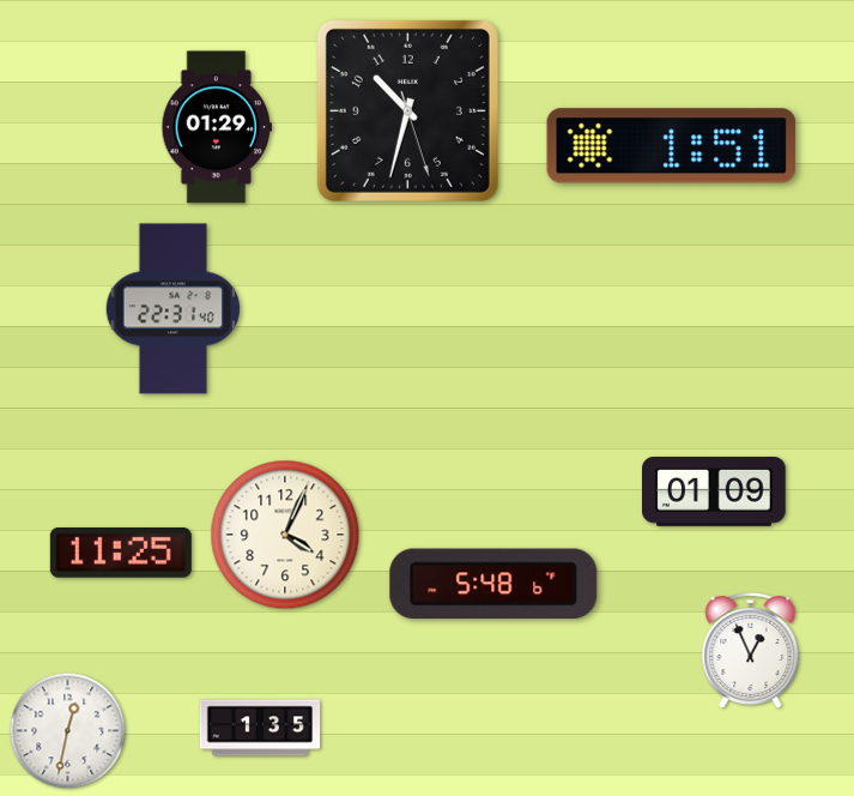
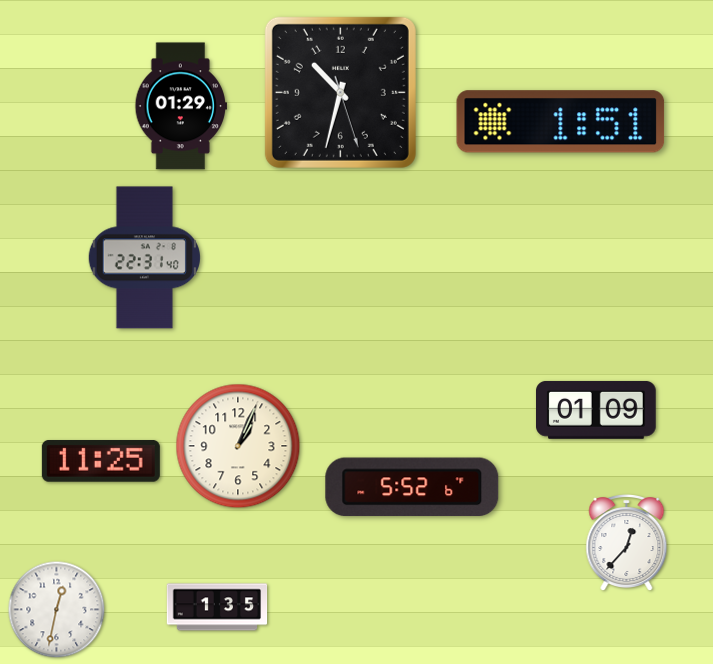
clock at (285, 535): 4:04 -> 1:04
clock at (493, 584): 5:48 -> 5:52
clock at (751, 651): 12:56 -> 12:37
